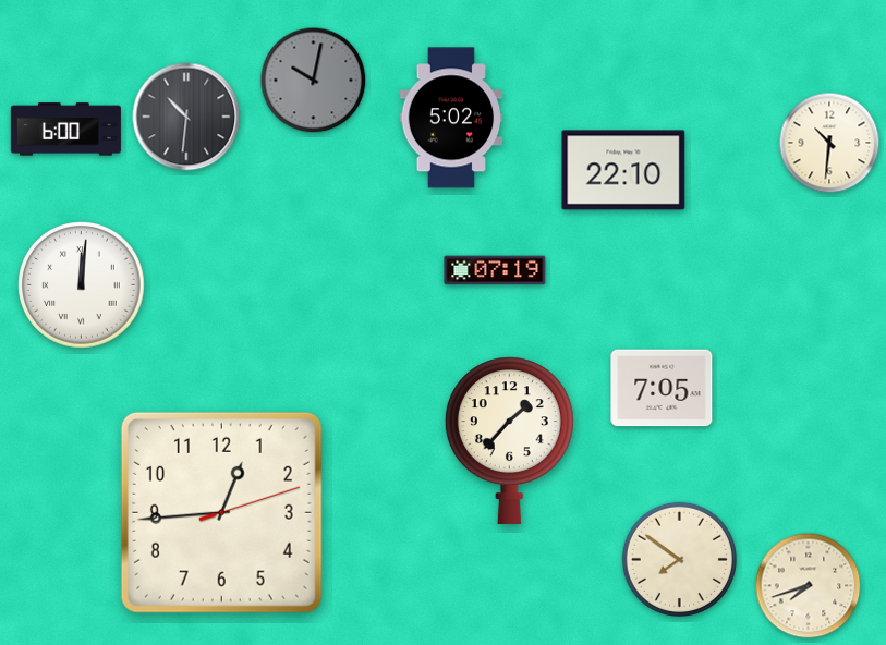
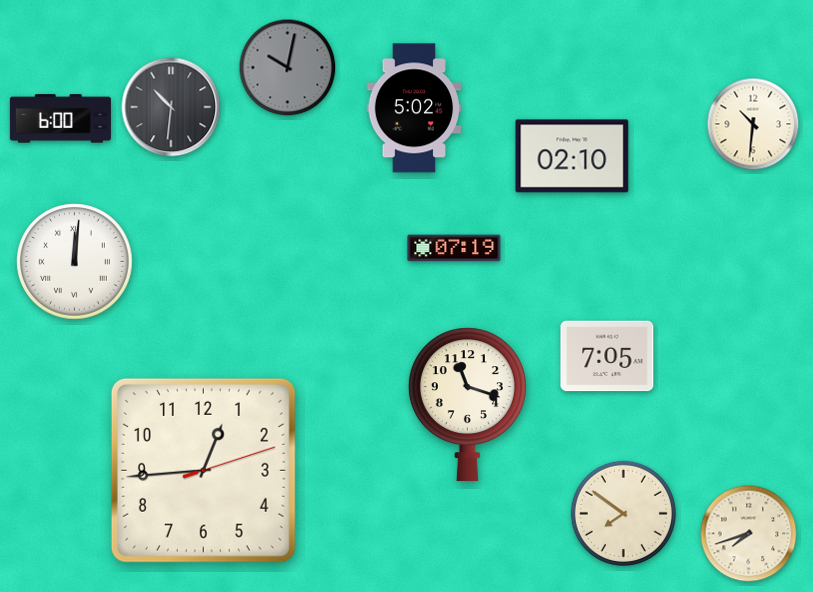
clock at (314, 81) position: (314, 81) -> (288, 68)
clock at (829, 143) position: (829, 143) -> (753, 124)
clock at (623, 170): 22:10 -> 02:10
clock at (509, 441): 1:37 -> 11:18
clock at (809, 586) position: (809, 586) -> (749, 534)
